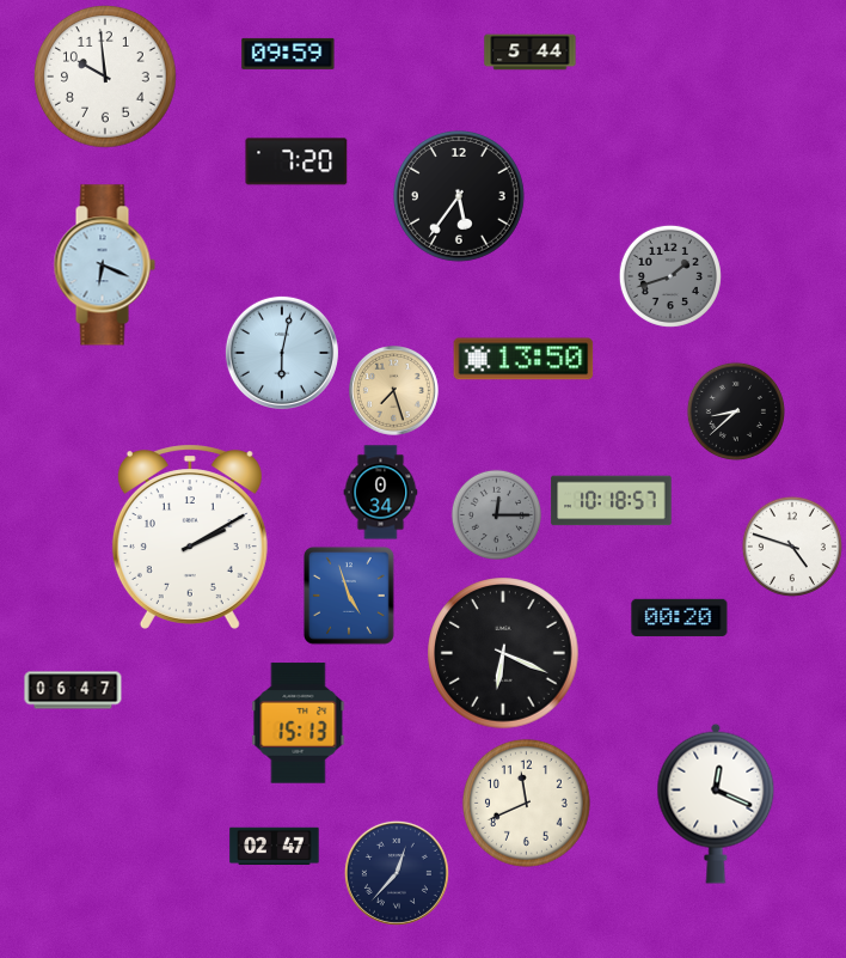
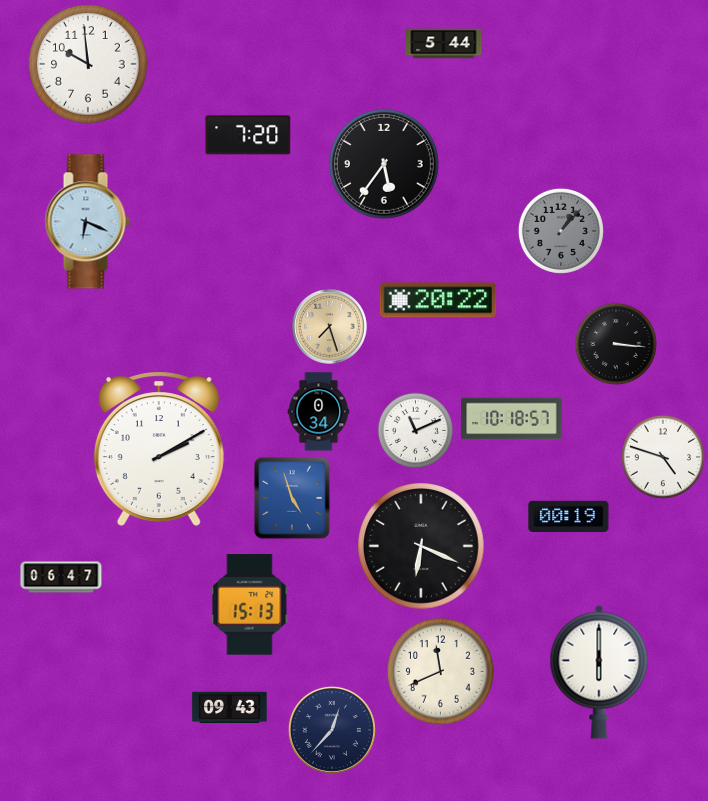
clock at (288, 54): 09:59 -> none
clock at (670, 276): 1:42 -> 1:07
clock at (282, 353): 6:02 -> none
clock at (523, 359): 13:50 -> 20:22
clock at (736, 411): 8:38 -> 3:16
clock at (496, 514): 12:15 -> 11:11
clock at (496, 514) dial: grey -> white
clock at (680, 617): 00:20 -> 00:19
clock at (716, 804): 12:19 -> 6:00
clock at (275, 847): 02:47 -> 09:43
